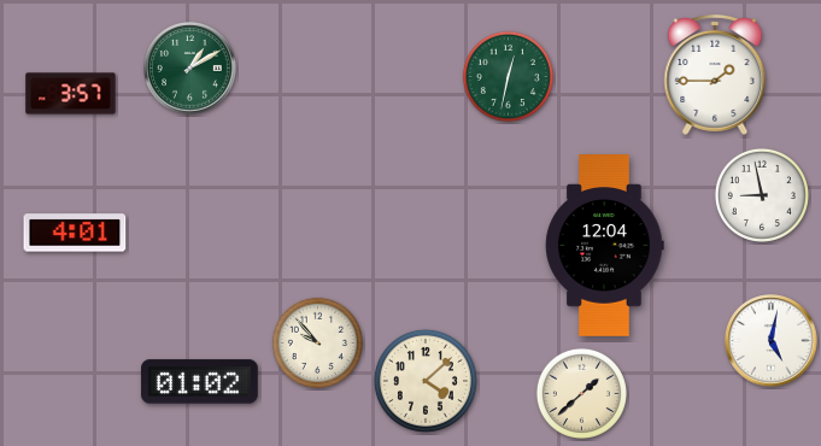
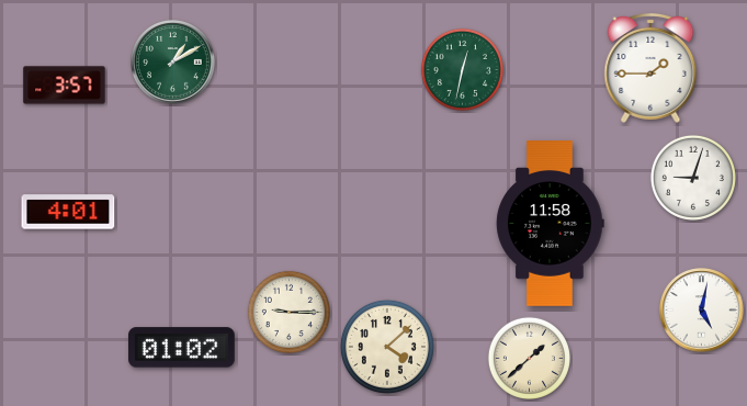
clock at (762, 195): 8:58 -> 9:03
clock at (605, 246): 12:04 -> 11:58
clock at (317, 342): 9:53 -> 9:15
